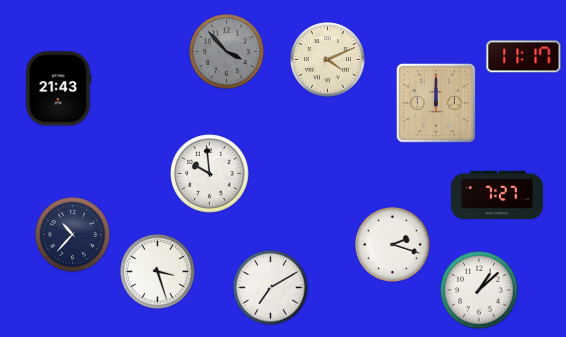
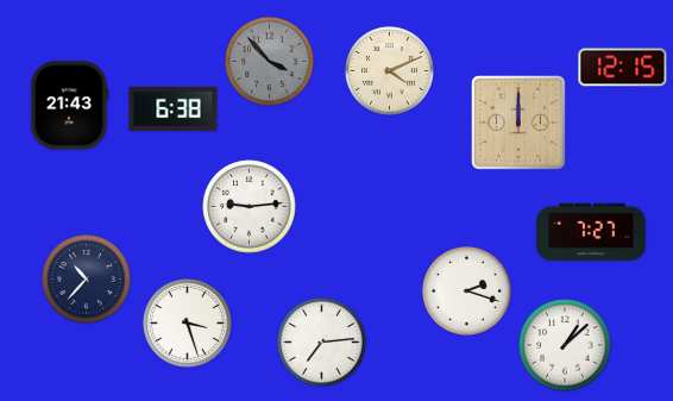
clock at (524, 57): 11:17 -> 12:15
clock at (174, 108): none -> 6:38
clock at (210, 174): 9:59 -> 9:14
clock at (271, 288): 7:10 -> 7:14
clock at (479, 290) position: (479, 290) -> (565, 345)
